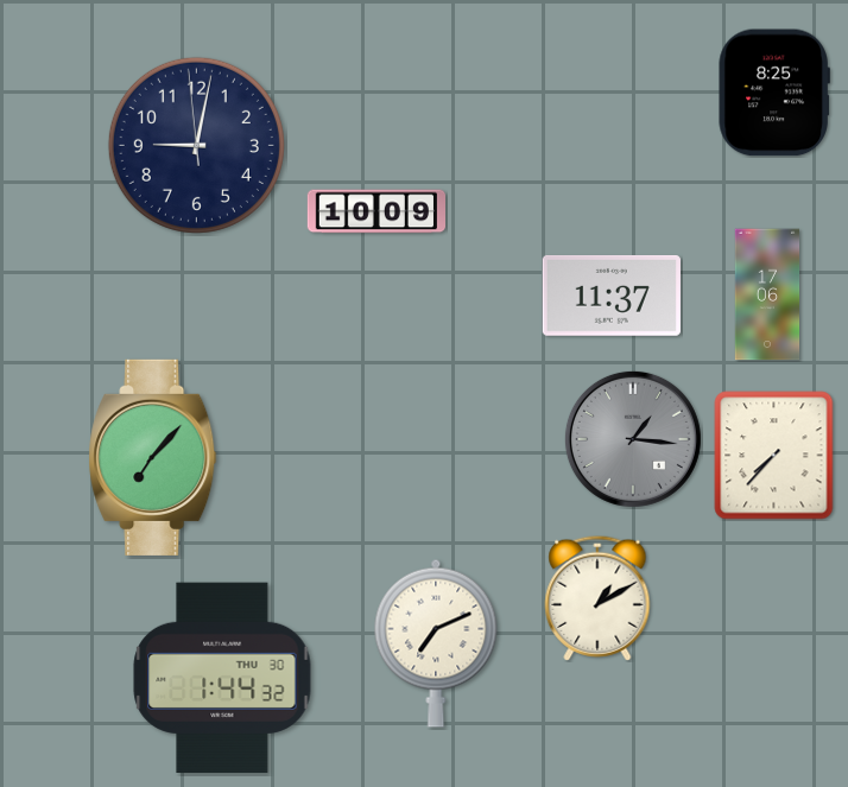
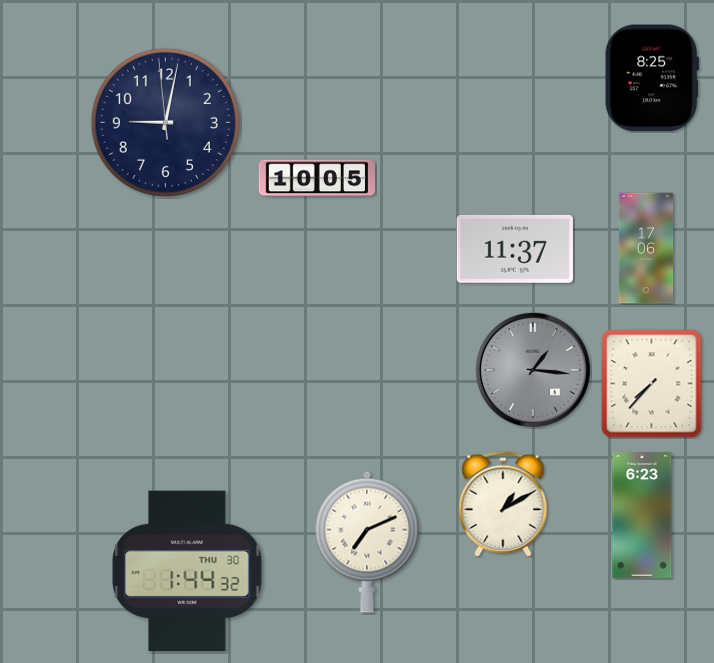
clock at (375, 211): 10:09 -> 10:05
clock at (153, 457): 7:07 -> none
clock at (642, 516): none -> 6:23
